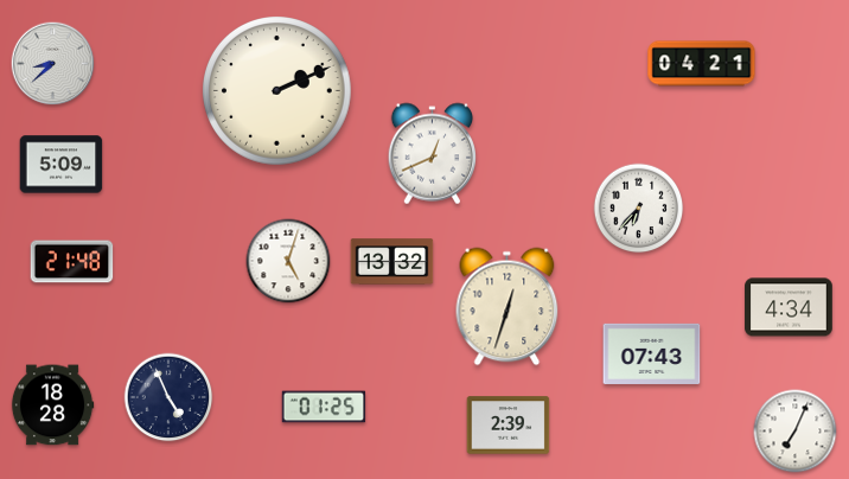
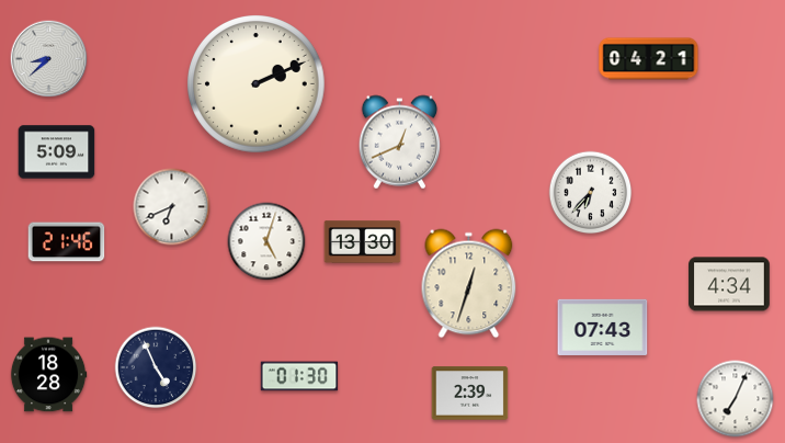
clock at (172, 207): none -> 6:41
clock at (72, 262): 21:48 -> 21:46
clock at (392, 262): 13:32 -> 13:30
clock at (324, 407): 01:25 -> 01:30
